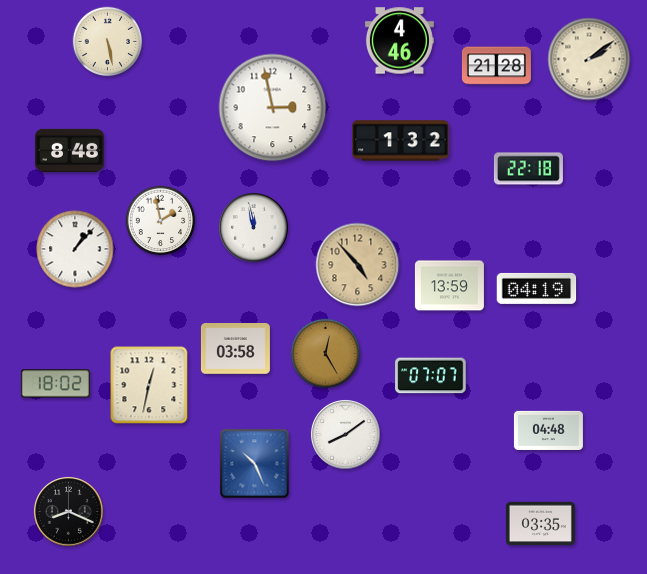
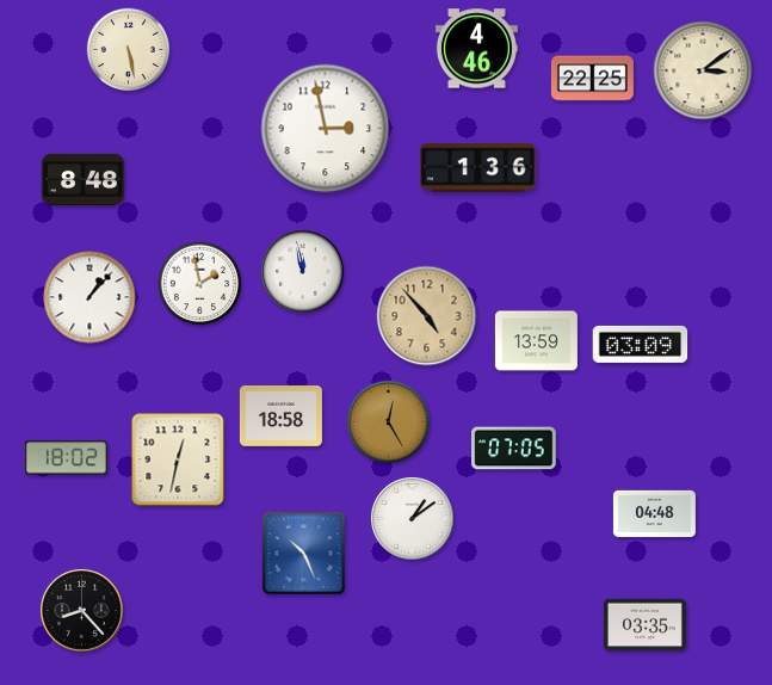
clock at (589, 59): 2:09 -> 3:09
clock at (496, 66): 21:28 -> 22:25
clock at (401, 141): 1:32 -> 1:36
clock at (528, 169): 22:18 -> none
clock at (161, 221) position: (161, 221) -> (200, 284)
clock at (537, 288): 04:19 -> 03:09
clock at (235, 349): 03:58 -> 18:58
clock at (431, 376): 07:07 -> 07:05
clock at (346, 435): 8:09 -> 1:09
clock at (69, 512): 8:19 -> 8:23
